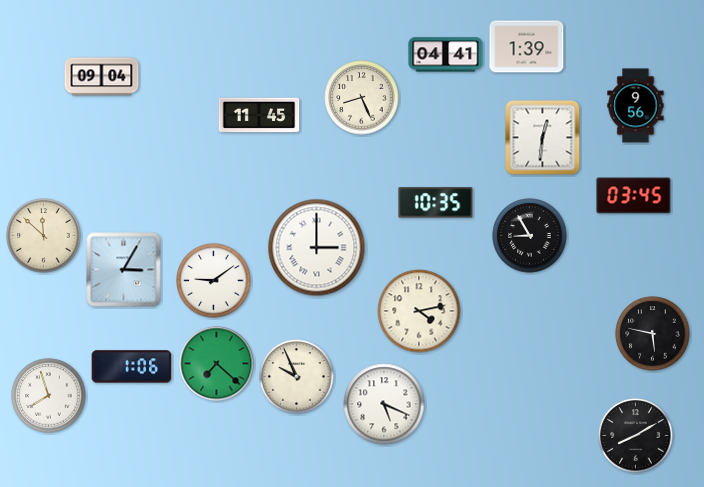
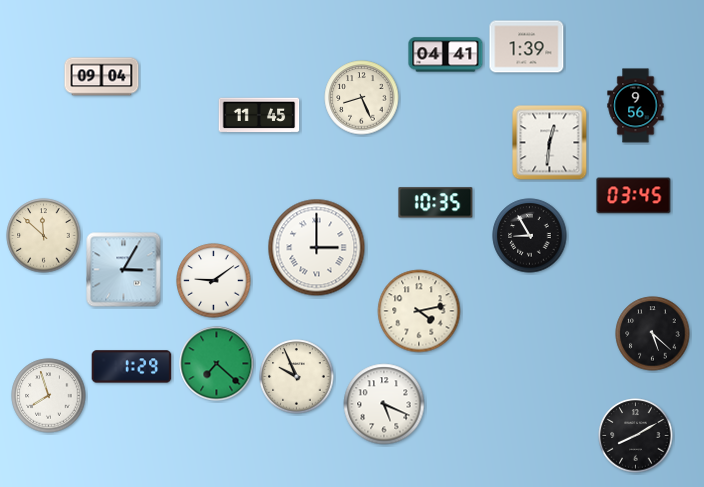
clock at (543, 138) position: (543, 138) -> (550, 143)
clock at (653, 334): 5:47 -> 5:22
clock at (132, 367): 1:06 -> 1:29
